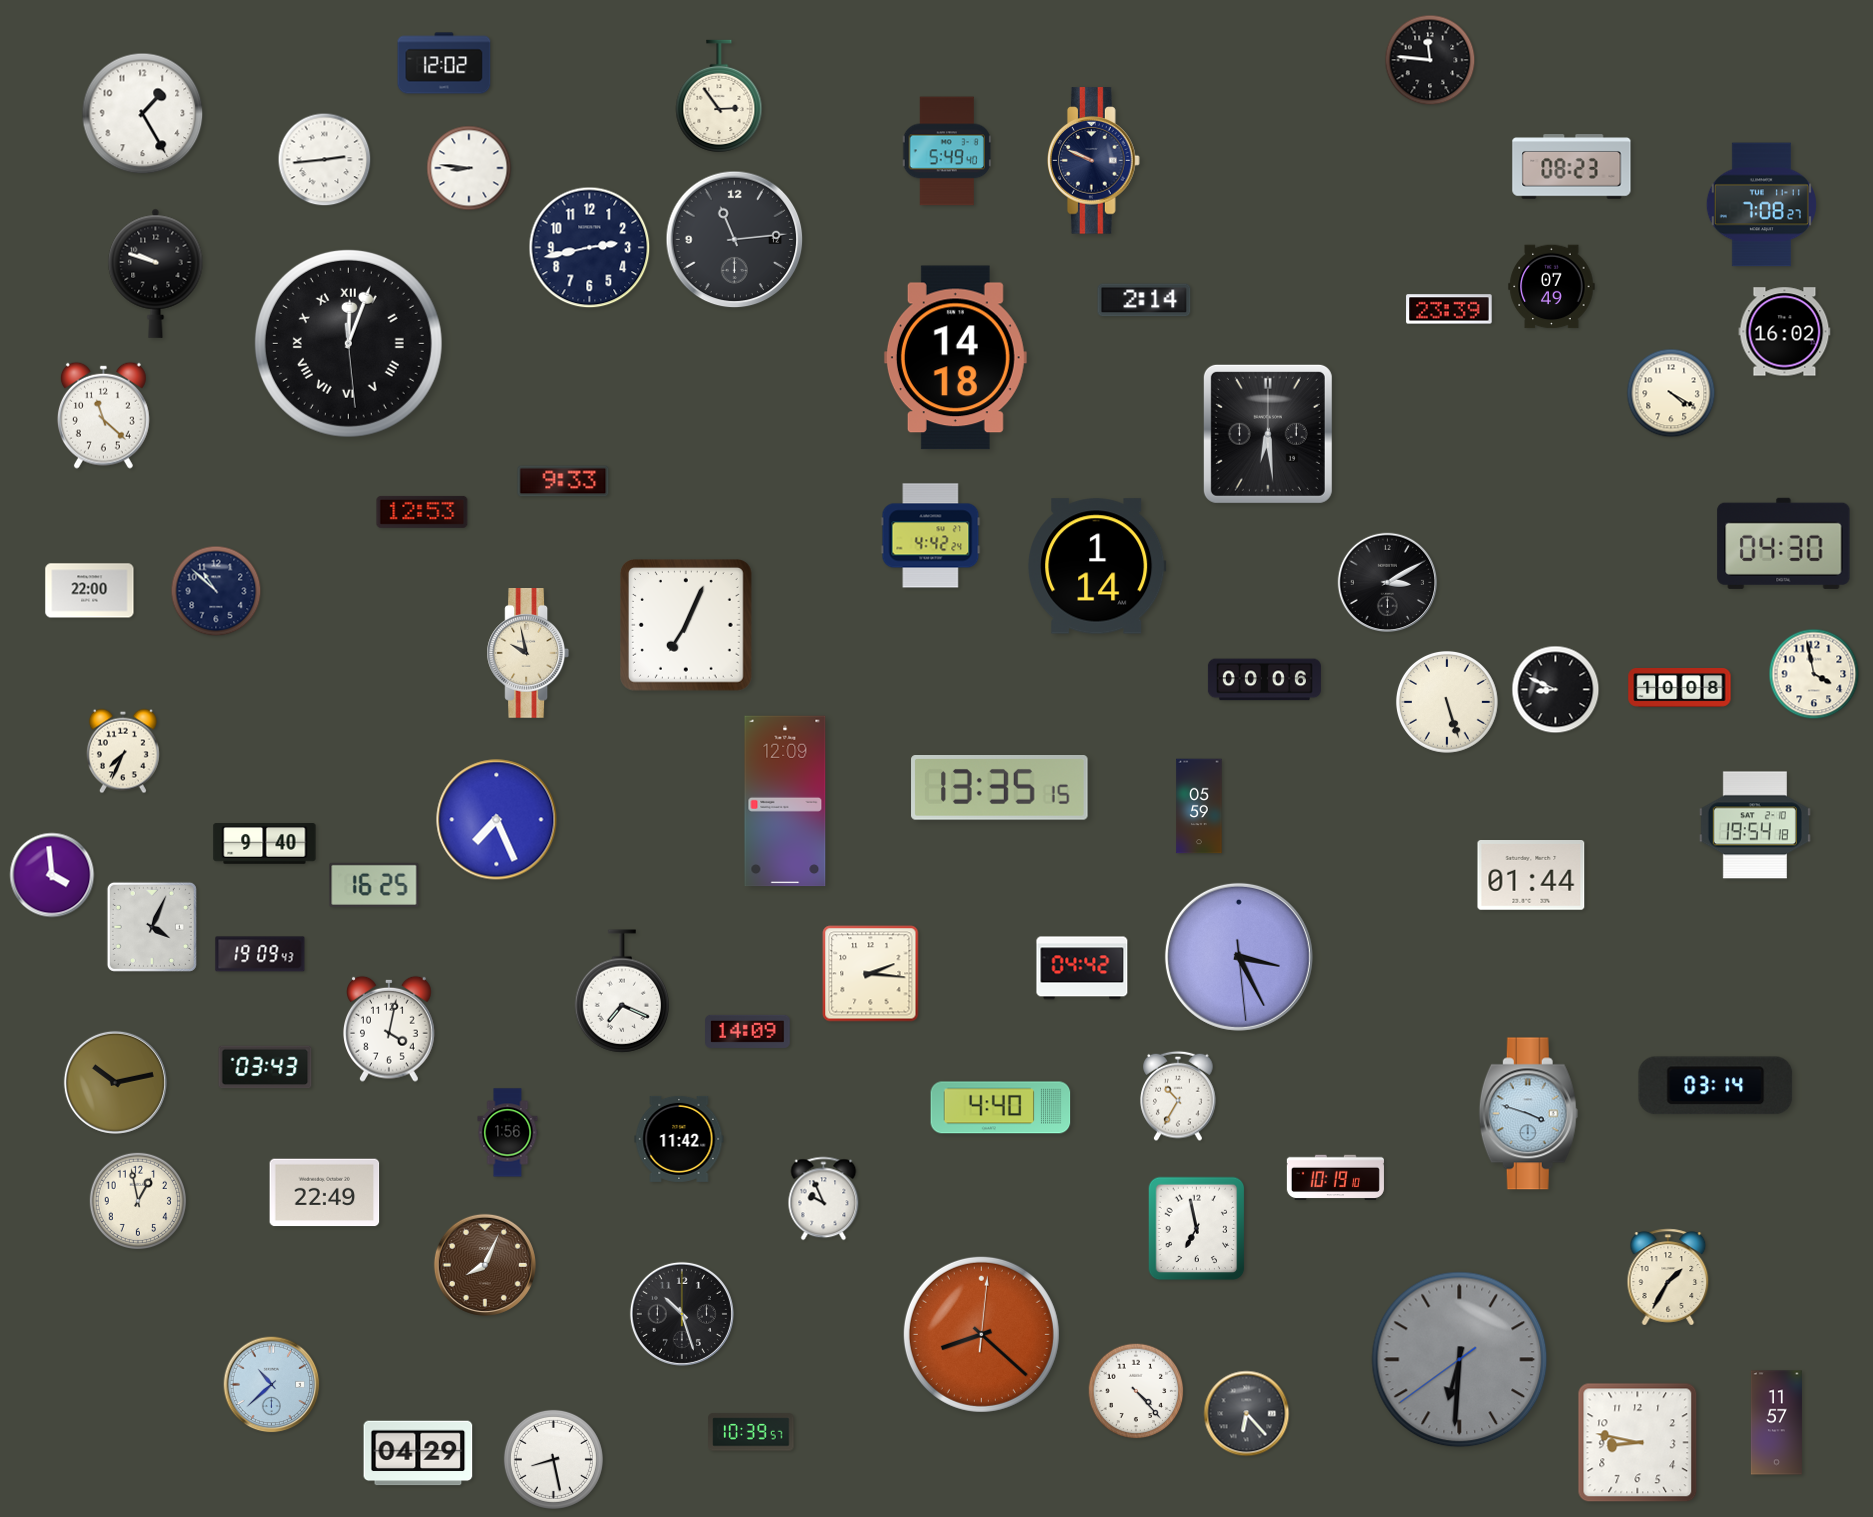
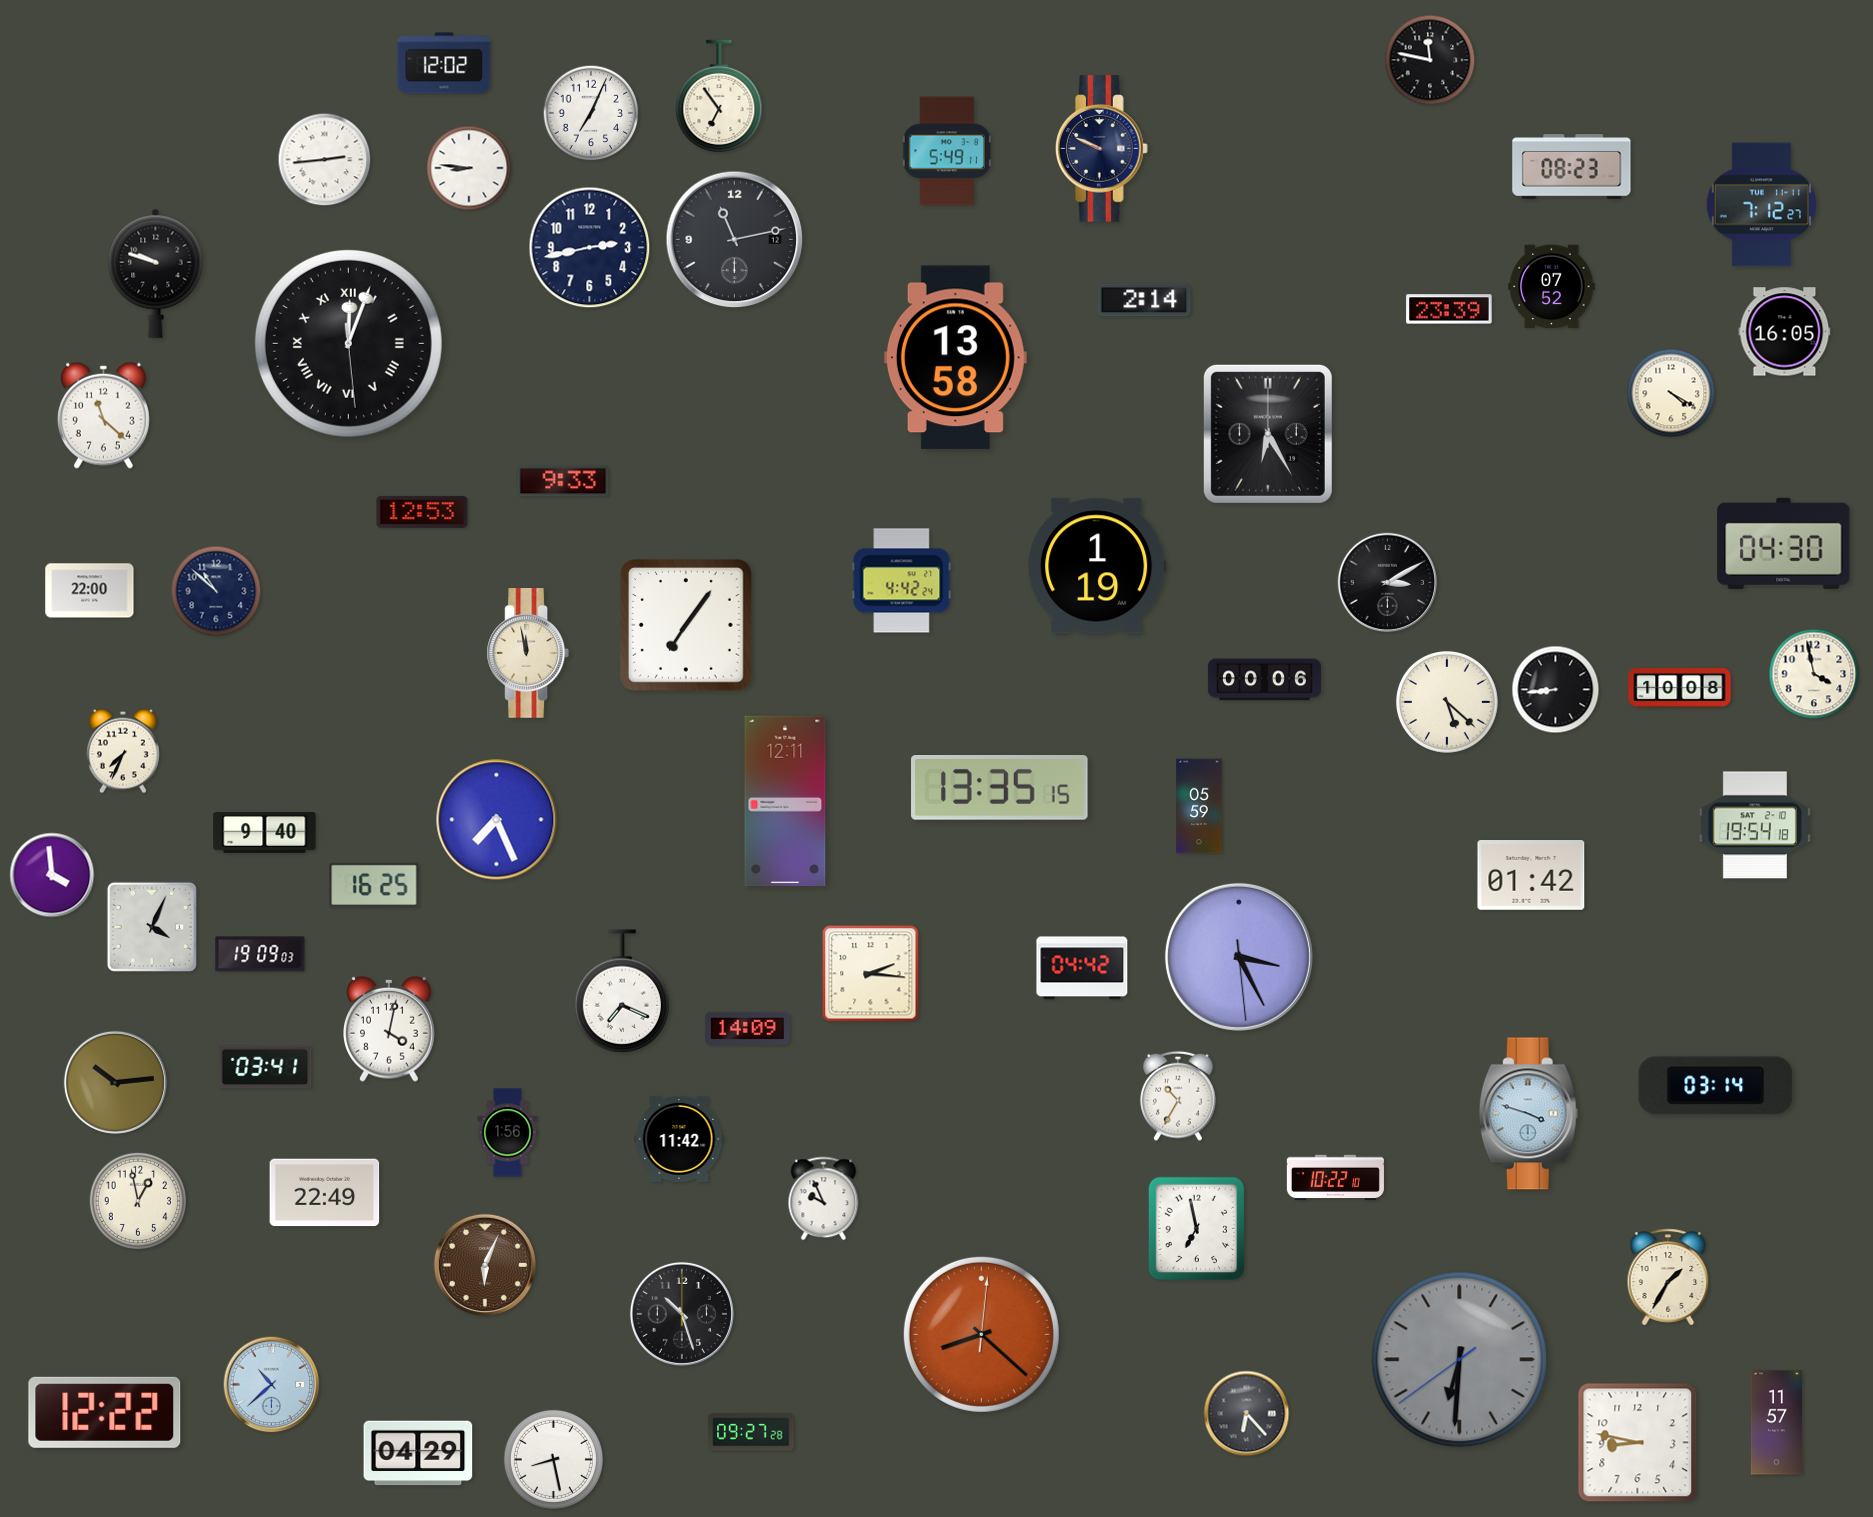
clock at (1430, 60): 11:46 -> 11:47
clock at (719, 96): 2:54 -> 6:54
clock at (591, 113): none -> 7:04
clock at (143, 114): 1:25 -> none
clock at (947, 151): 5:49:40 -> 5:49:11
clock at (1094, 161) position: (1094, 161) -> (1102, 149)
clock at (1761, 205): 7:08 -> 7:12
clock at (735, 240): 11:14 -> 11:13
clock at (1552, 287): 07:49 -> 07:52
clock at (1785, 332): 16:02 -> 16:05
clock at (955, 358): 14:18 -> 13:58
clock at (1268, 434): 6:29 -> 6:25
clock at (931, 536) position: (931, 536) -> (902, 581)
clock at (1097, 566): 1:14 -> 1:19
clock at (687, 626): 7:04 -> 7:06
clock at (528, 654): 9:58 -> 11:58
clock at (1556, 690): 8:49 -> 8:44
clock at (1447, 702): 5:27 -> 5:22
clock at (785, 801): 12:09 -> 12:11
clock at (265, 844) position: (265, 844) -> (265, 833)
clock at (1531, 876): 01:44 -> 01:42
clock at (260, 954): 19:09:43 -> 19:09:03
clock at (748, 1031) position: (748, 1031) -> (748, 1028)
clock at (265, 1067): 03:43 -> 03:41
clock at (115, 1082): 10:13 -> 10:14
clock at (1001, 1108): 4:40 -> none
clock at (1335, 1178): 10:19 -> 10:22
clock at (485, 1265): 8:04 -> 6:04
clock at (1136, 1391): 4:23 -> none
clock at (105, 1412): none -> 12:22
clock at (751, 1432): 10:39 -> 09:27
